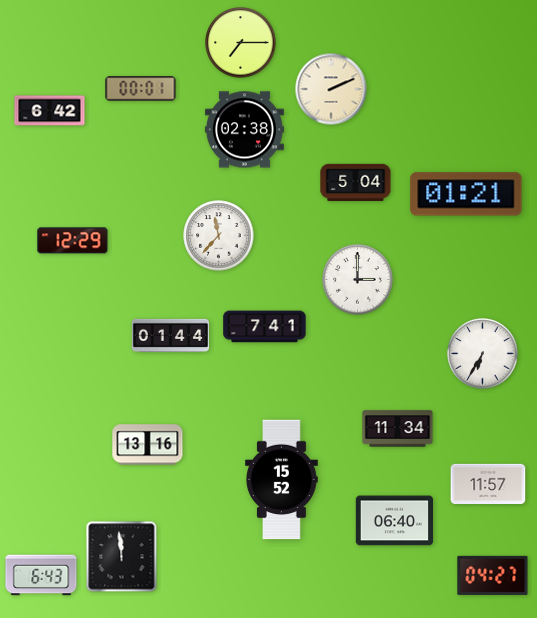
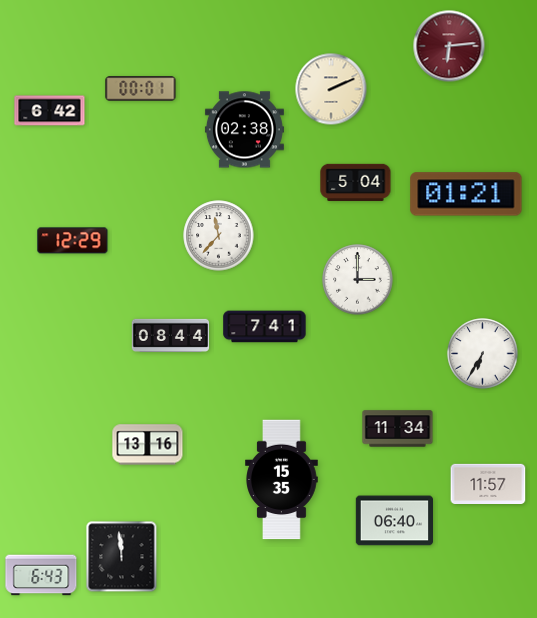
clock at (241, 43): 7:15 -> none
clock at (449, 46): none -> 6:14
clock at (171, 335): 01:44 -> 08:44
clock at (282, 480): 15:52 -> 15:35
clock at (493, 575): 04:27 -> none
